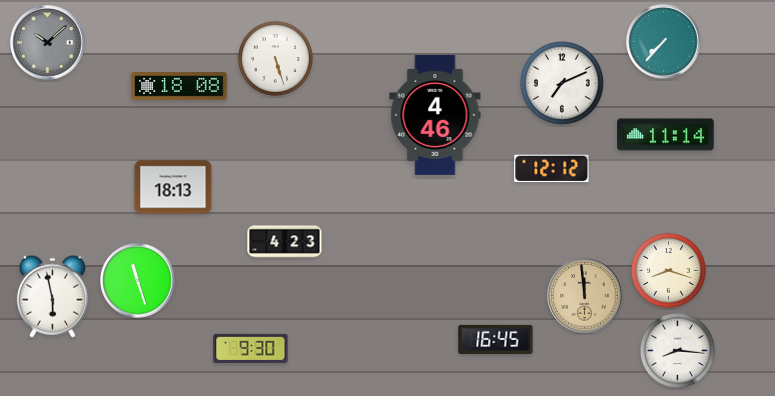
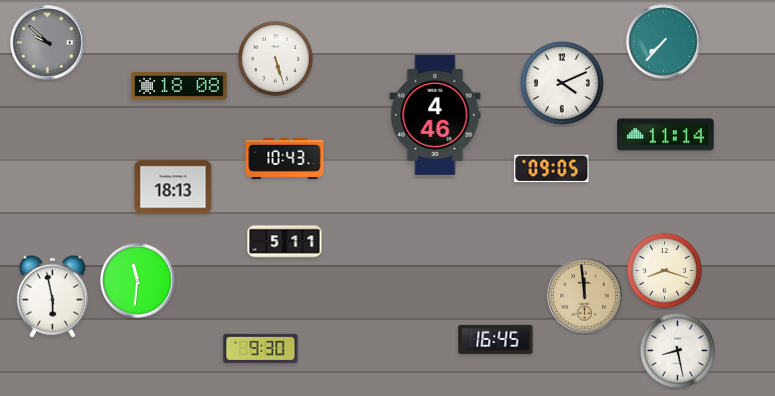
clock at (48, 43): 10:08 -> 9:52
clock at (563, 84): 7:11 -> 4:11
clock at (285, 158): none -> 10:43
clock at (552, 169): 12:12 -> 09:05
clock at (285, 242): 4:23 -> 5:11
clock at (668, 270) position: (668, 270) -> (664, 270)
clock at (138, 281): 11:27 -> 11:31
clock at (251, 348) position: (251, 348) -> (261, 348)
clock at (677, 350): 8:16 -> 8:28
